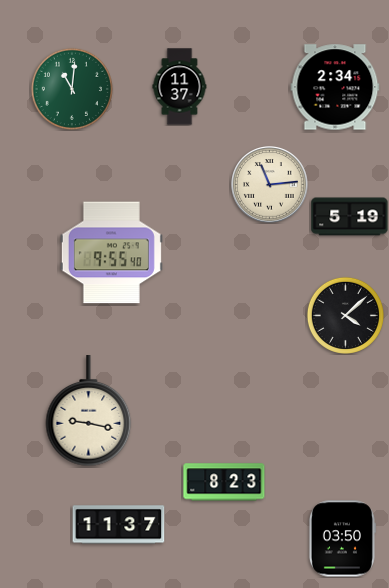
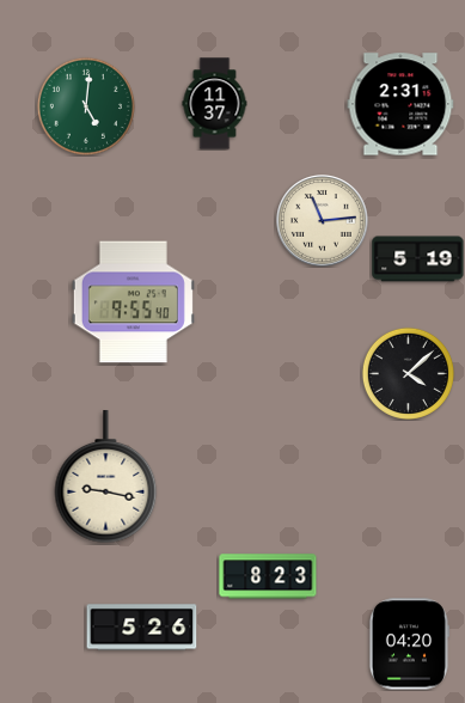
clock at (335, 87): 2:34 -> 2:31
clock at (71, 88): 11:01 -> 5:01
clock at (345, 315) position: (345, 315) -> (408, 373)
clock at (89, 411) position: (89, 411) -> (106, 477)
clock at (119, 525): 11:37 -> 5:26
clock at (342, 539): 03:50 -> 04:20
